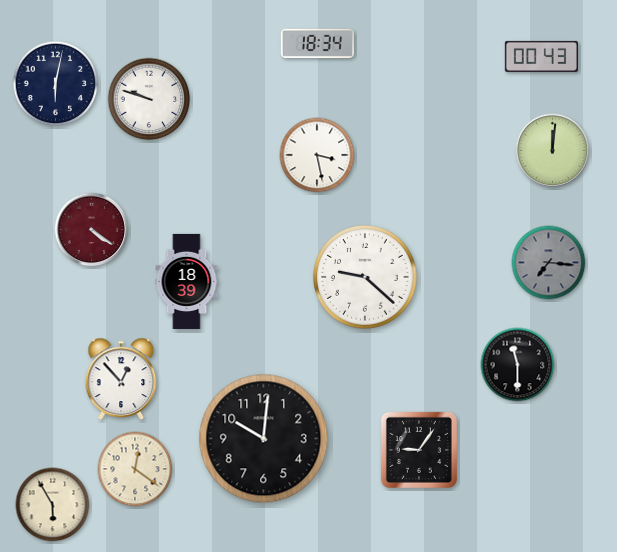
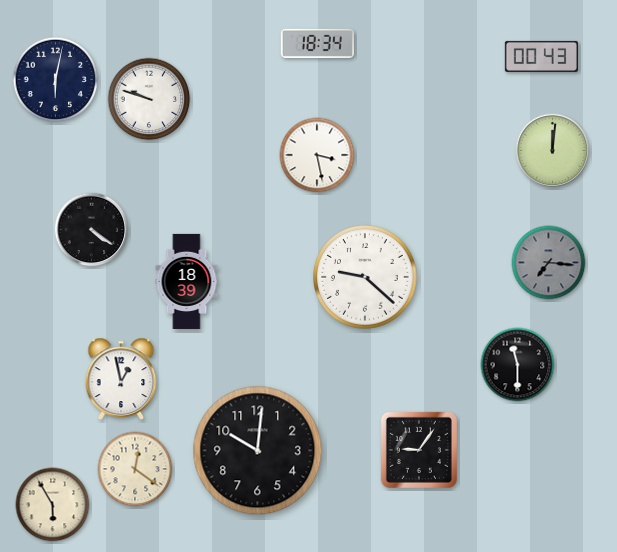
clock at (56, 84) position: (56, 84) -> (56, 80)
clock at (92, 230) dial: burgundy -> black
clock at (121, 379): 12:53 -> 12:58
clock at (264, 439) position: (264, 439) -> (258, 451)
